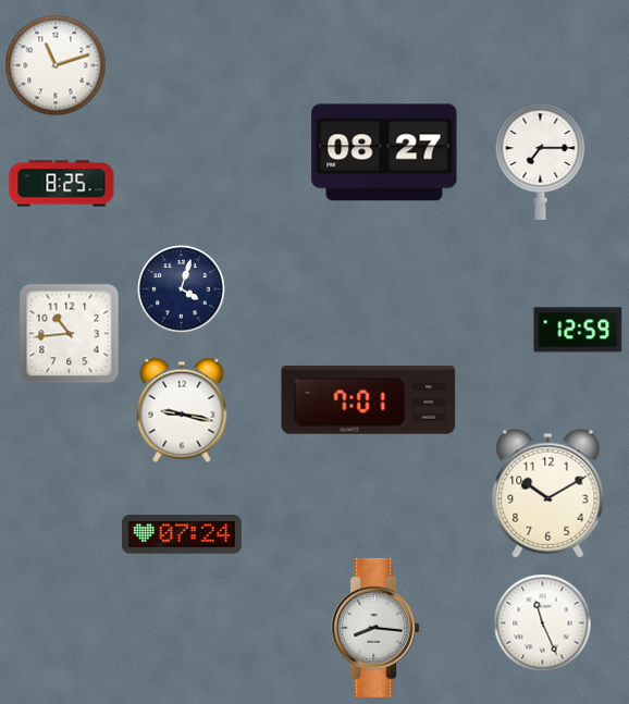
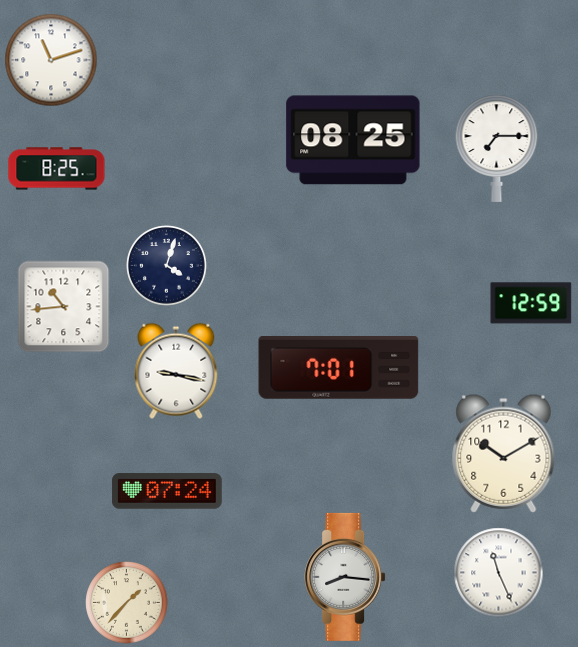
clock at (384, 152): 08:27 -> 08:25
clock at (182, 410) position: (182, 410) -> (176, 371)
clock at (127, 603): none -> 1:37
